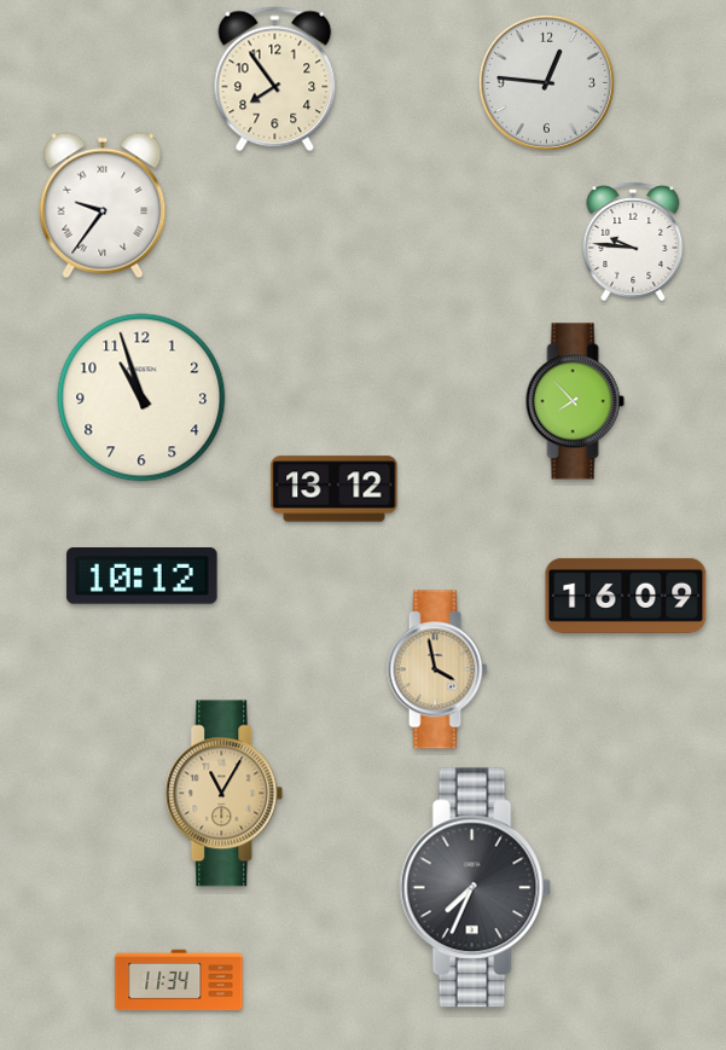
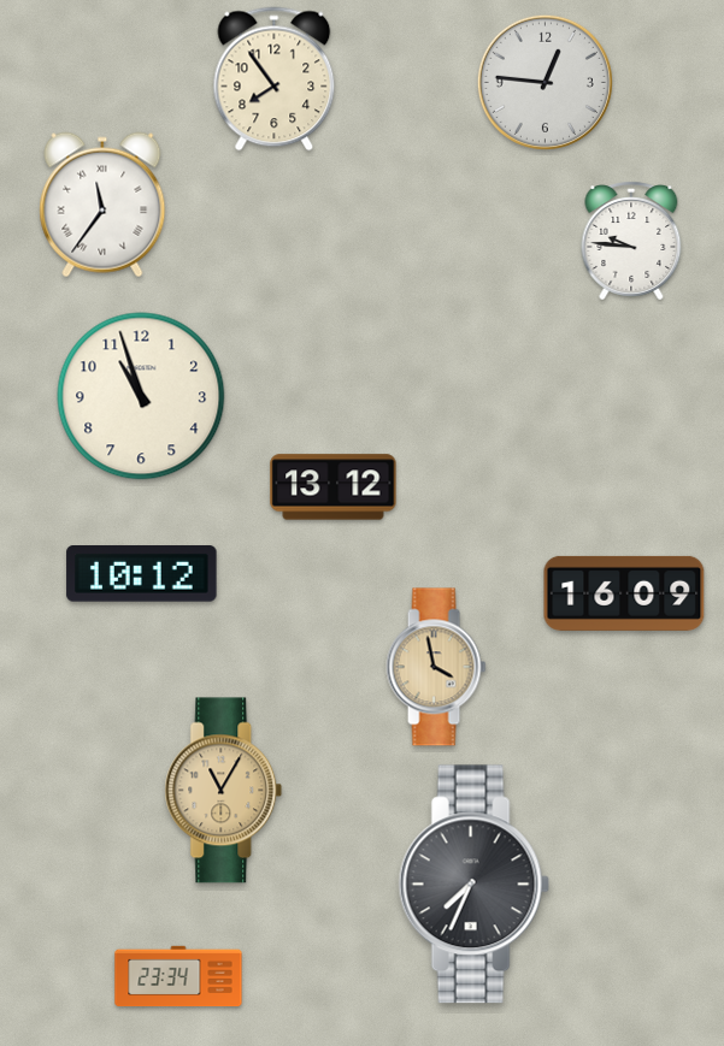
clock at (103, 205): 9:36 -> 11:36
clock at (575, 401): 7:53 -> none
clock at (179, 980): 11:34 -> 23:34
